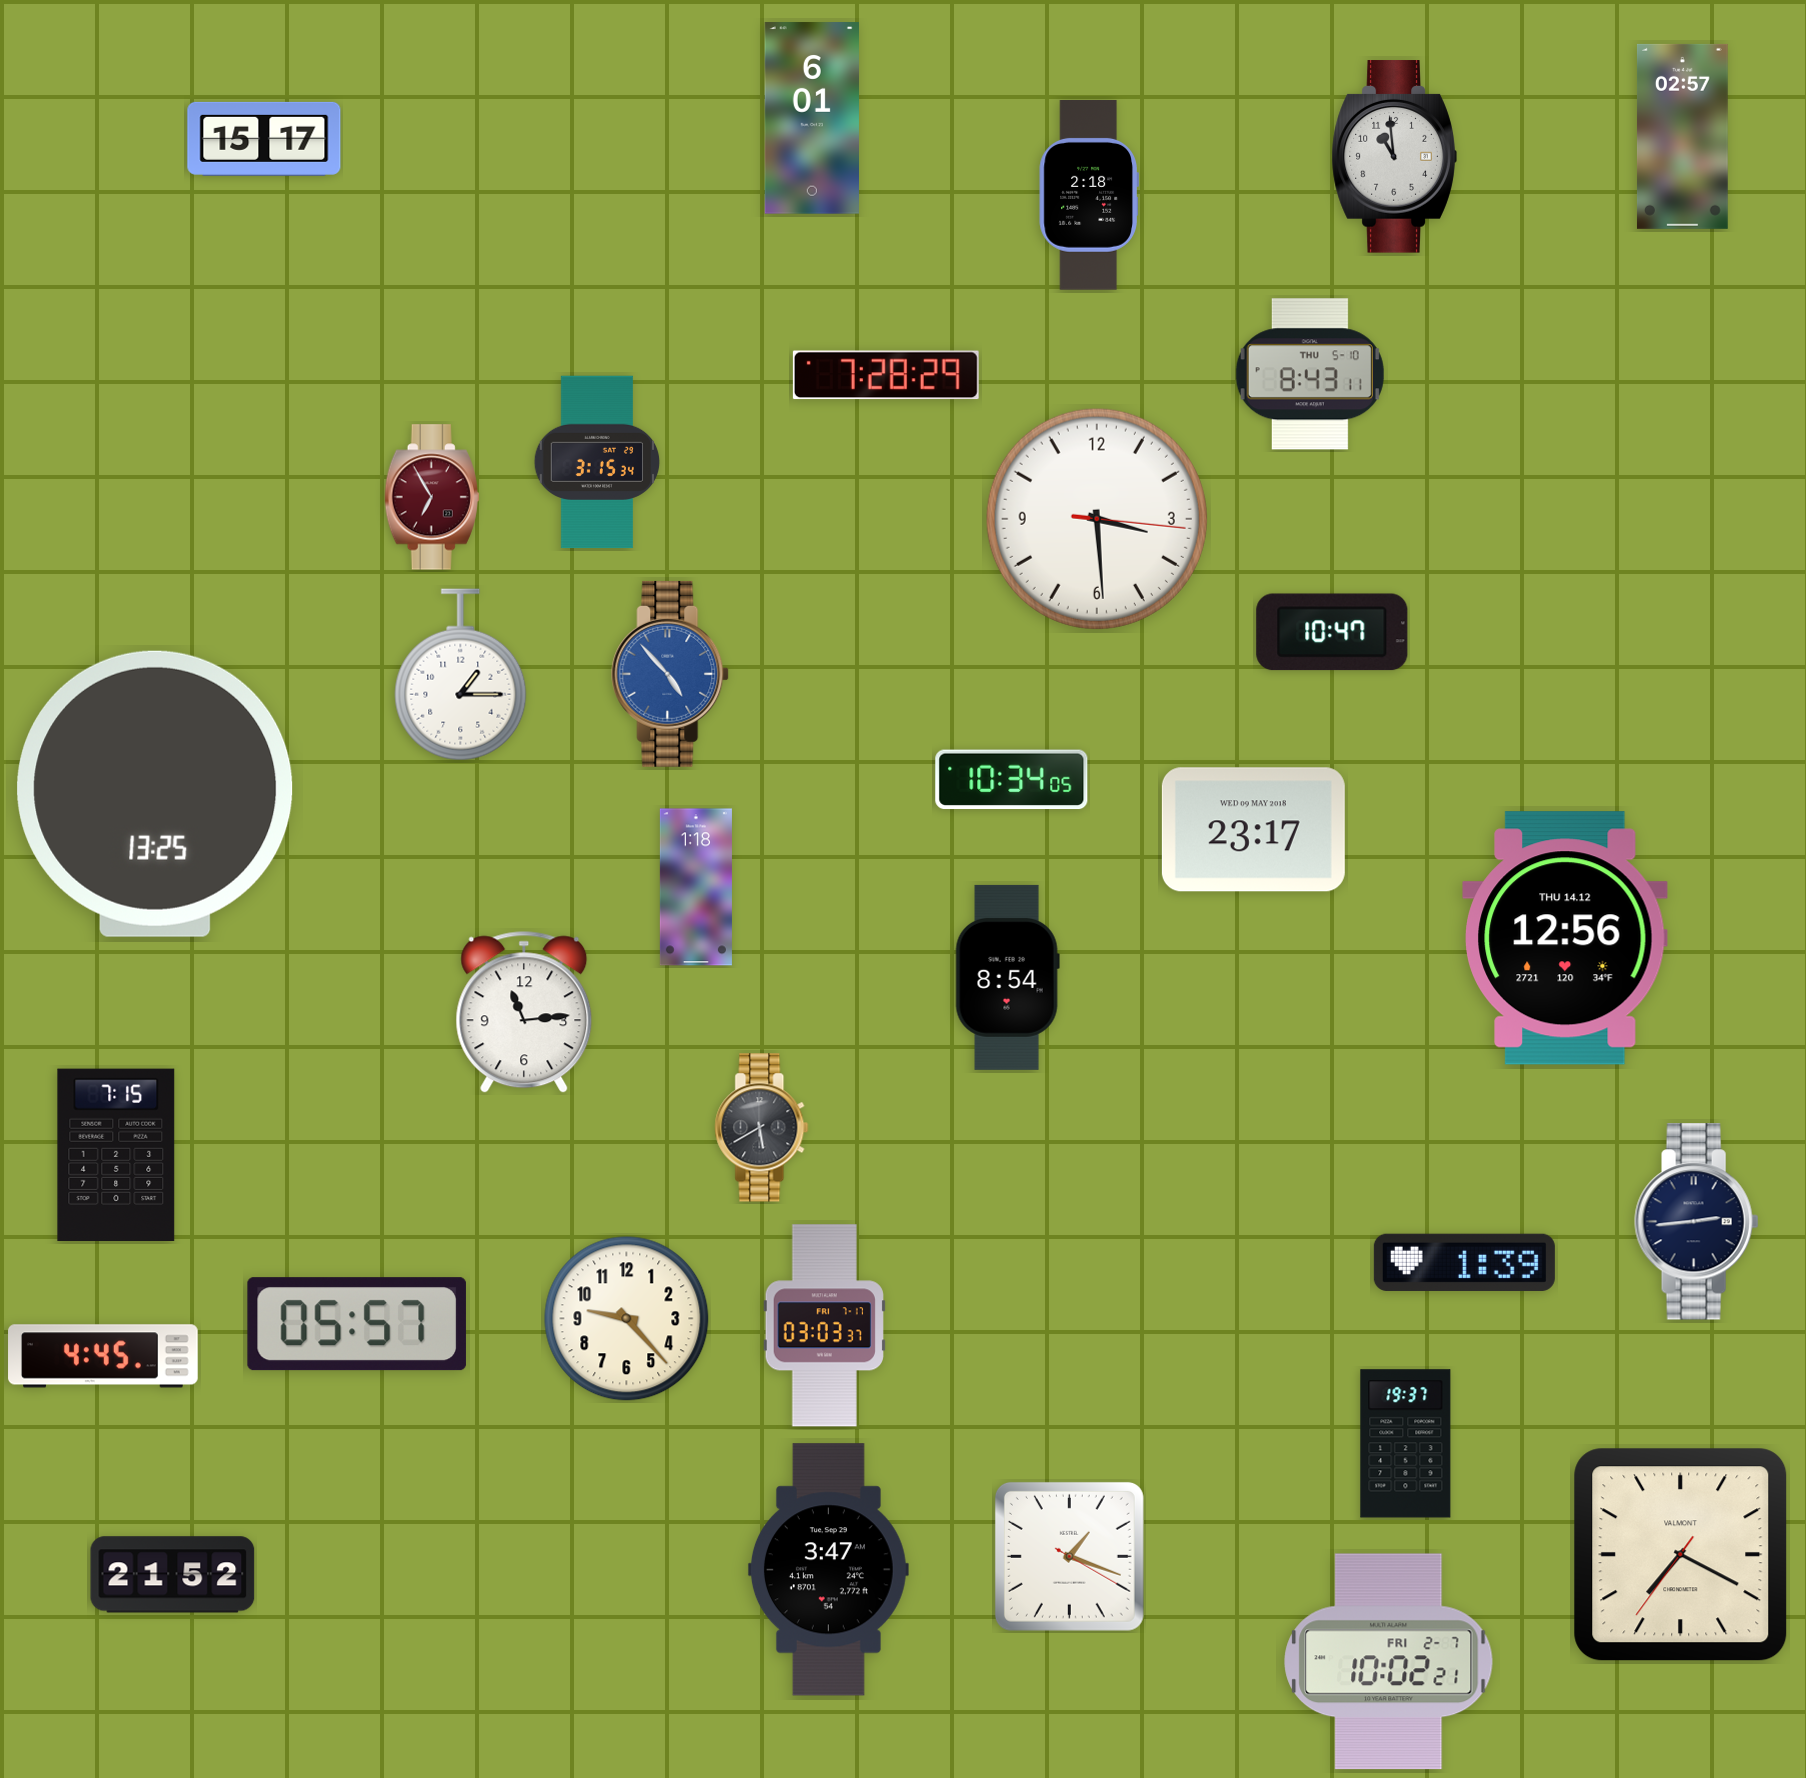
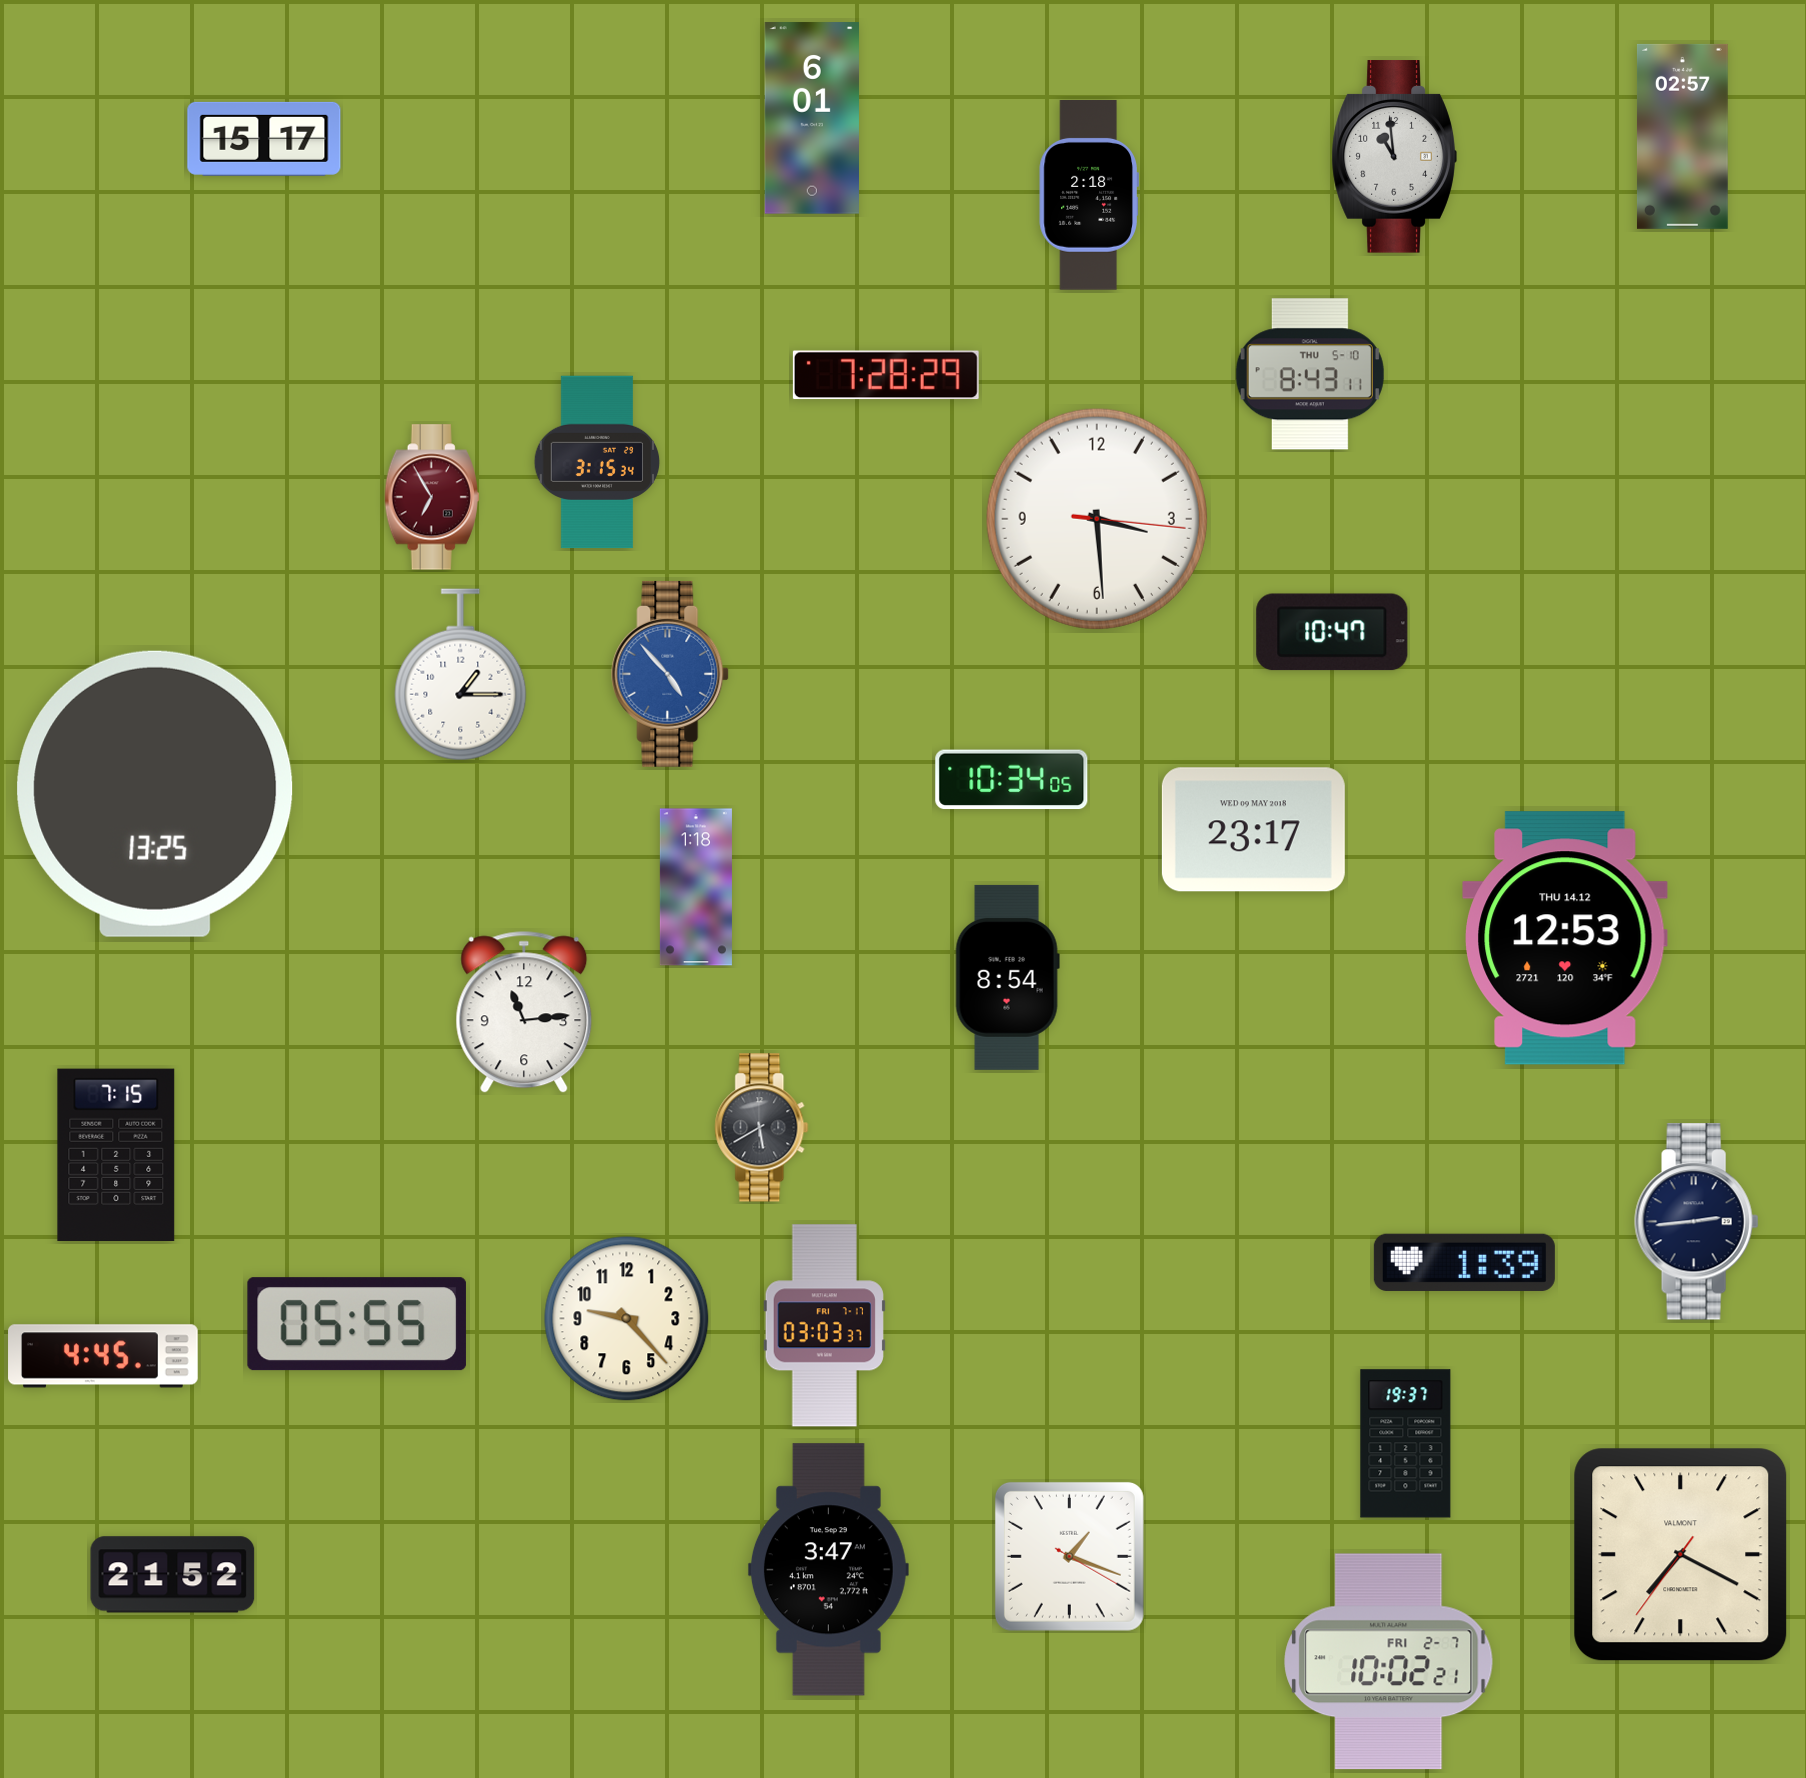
clock at (1565, 938): 12:56 -> 12:53
clock at (357, 1324): 05:57 -> 05:55
